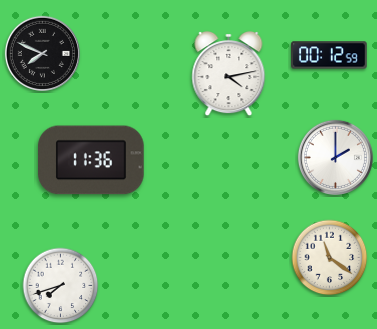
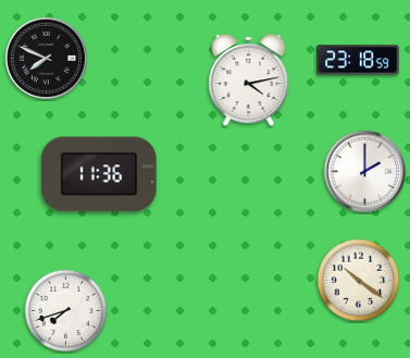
clock at (329, 55): 00:12 -> 23:18
clock at (330, 258): 11:21 -> 10:21
